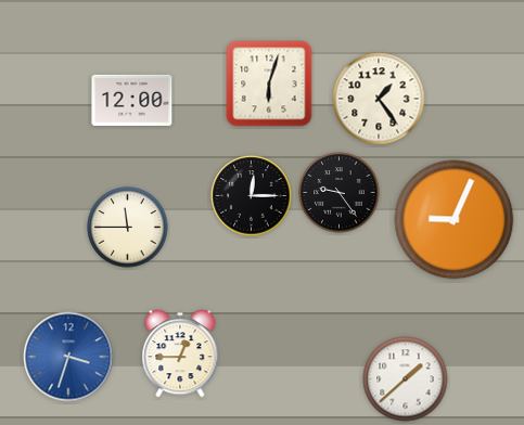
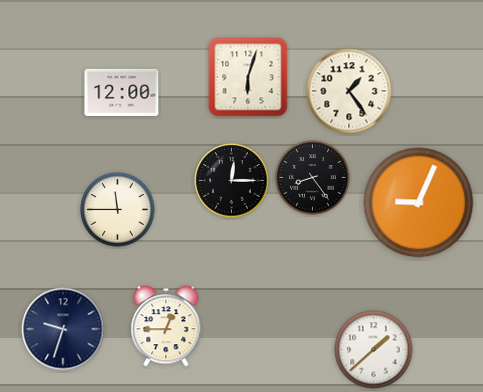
clock at (340, 193): 9:24 -> 8:24
clock at (68, 357): 3:33 -> 9:33
clock at (68, 357) dial: blue -> navy
